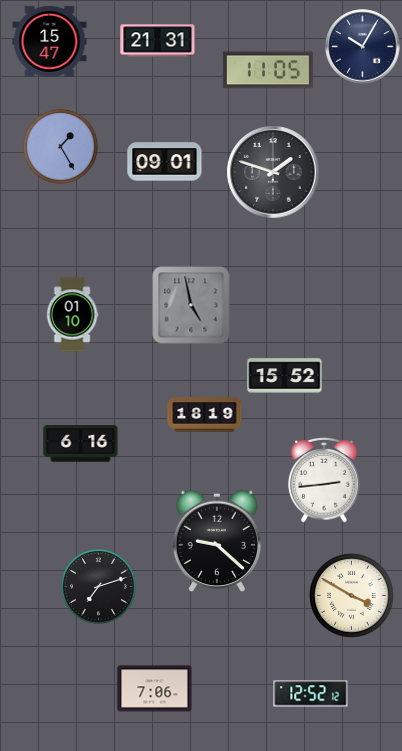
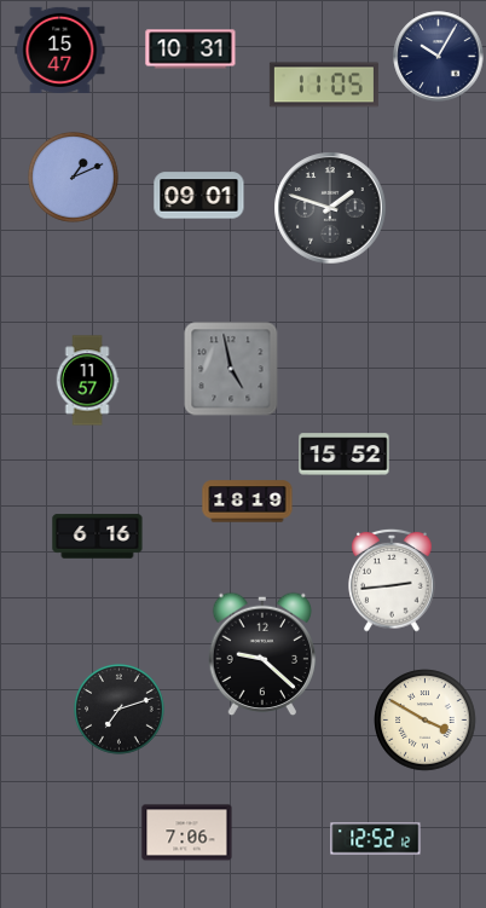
clock at (158, 41): 21:31 -> 10:31
clock at (61, 147): 1:25 -> 1:11
clock at (72, 315): 01:10 -> 11:57
